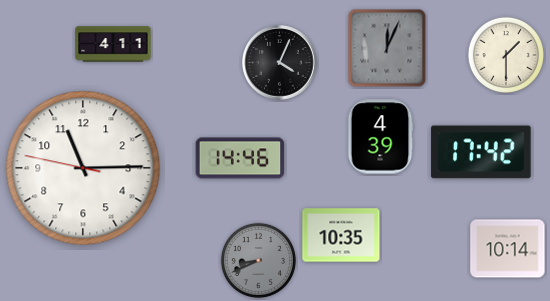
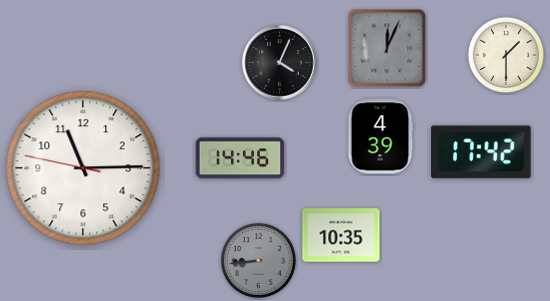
clock at (113, 44): 4:11 -> none
clock at (508, 249): 10:14 -> none
clock at (258, 260): 8:41 -> 8:44
